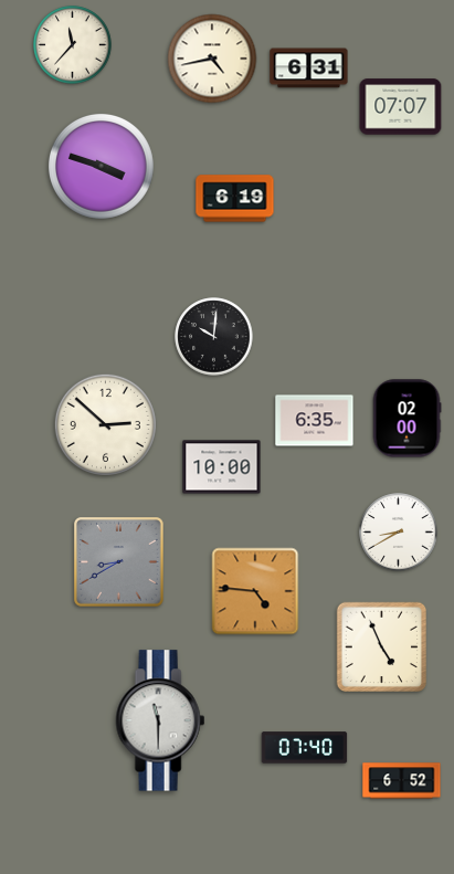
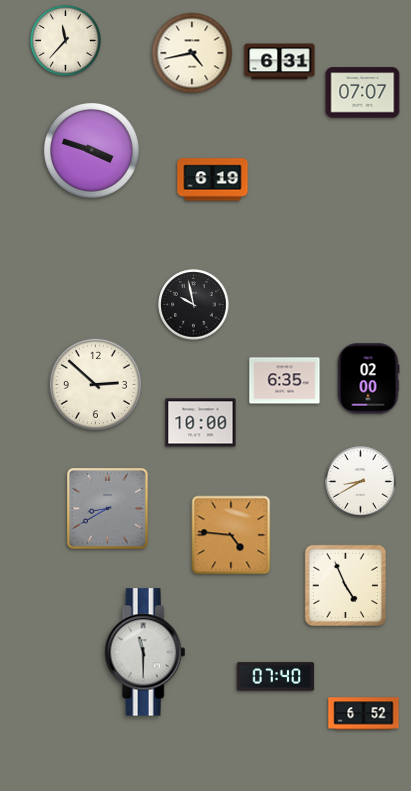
clock at (401, 107) position: (401, 107) -> (363, 93)
clock at (214, 337): 10:01 -> 9:58
clock at (402, 781) position: (402, 781) -> (364, 714)
